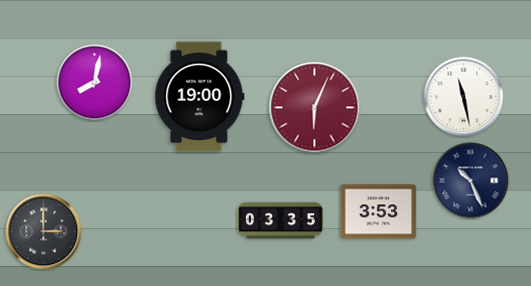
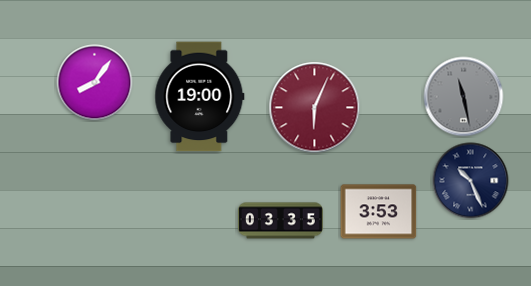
clock at (95, 83): 8:02 -> 8:06
clock at (464, 97) dial: white -> grey
clock at (44, 232): 3:00 -> none
